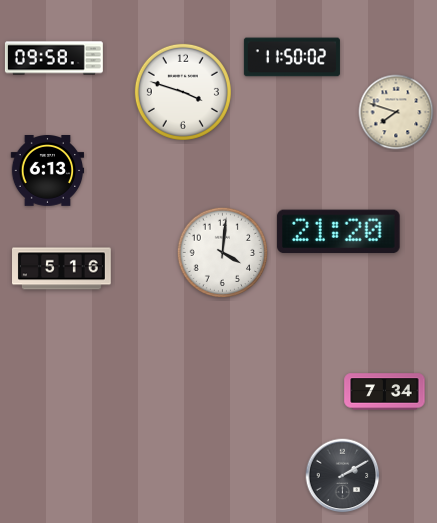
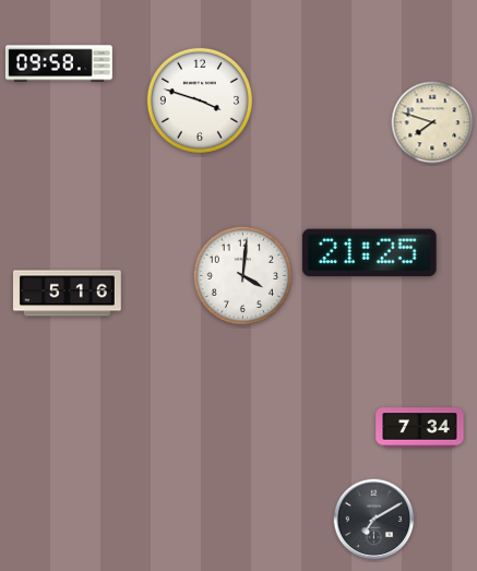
clock at (292, 57): 11:50 -> none
clock at (48, 171): 6:13 -> none
clock at (339, 232): 21:20 -> 21:25
clock at (343, 476): 2:10 -> 7:10
